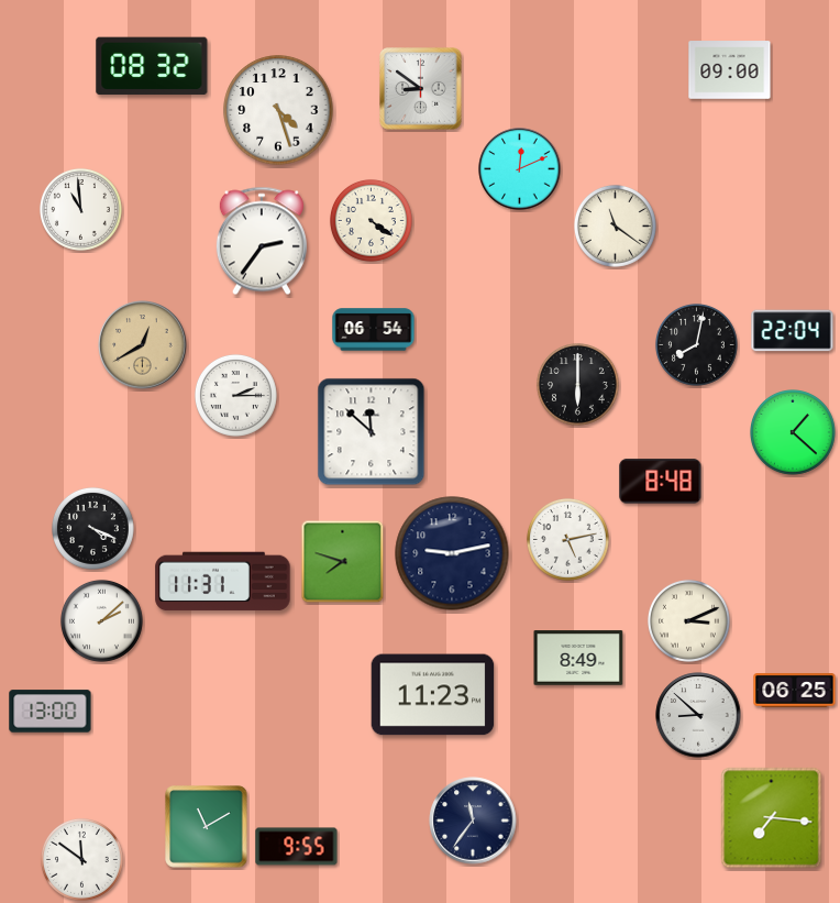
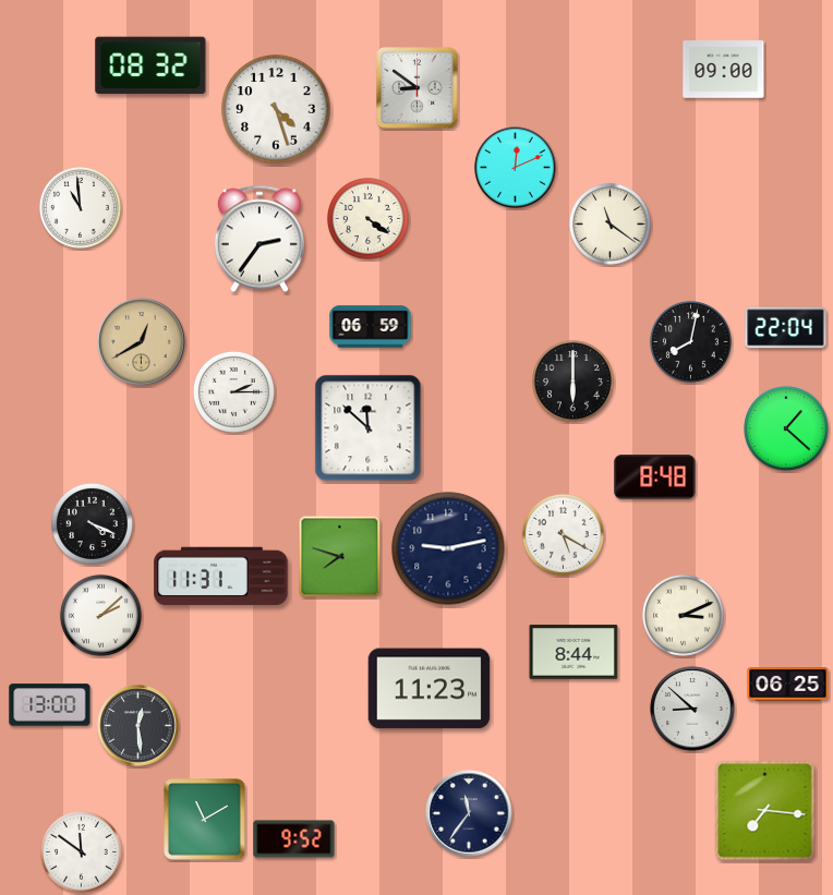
clock at (374, 330): 06:54 -> 06:59
clock at (567, 539): 5:13 -> 5:20
clock at (578, 658): 8:49 -> 8:44
clock at (138, 726): none -> 12:29
clock at (297, 847): 9:55 -> 9:52
